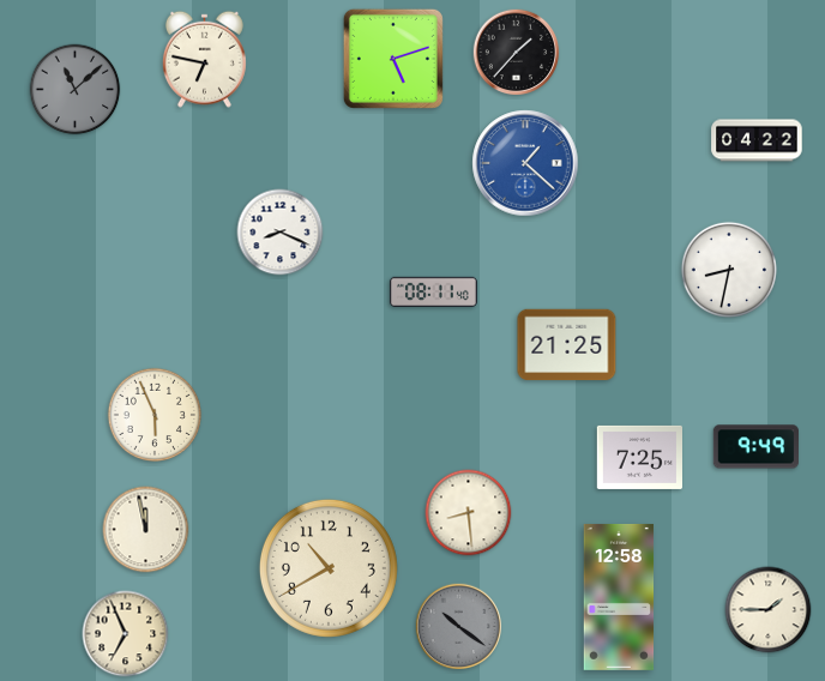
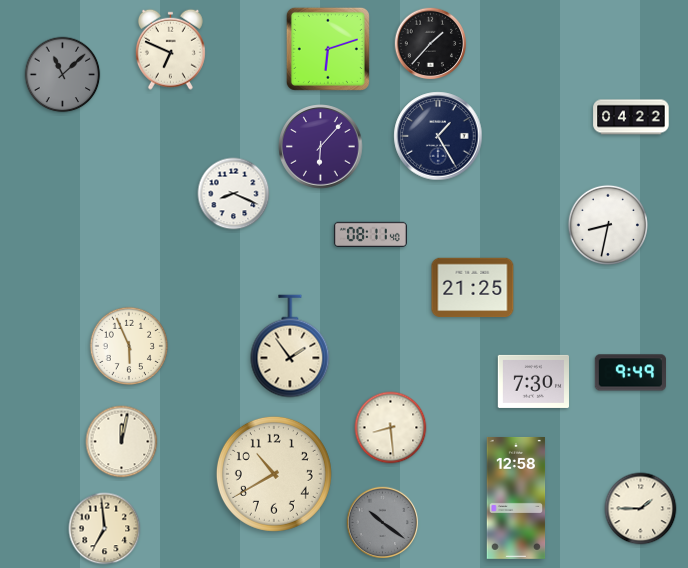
clock at (204, 59): 6:47 -> 6:49
clock at (393, 59): 5:12 -> 6:12
clock at (525, 163): 1:22 -> 1:25
clock at (525, 163) dial: blue -> navy
clock at (321, 147): none -> 6:07
clock at (433, 291) position: (433, 291) -> (370, 234)
clock at (290, 346): none -> 1:54
clock at (639, 457): 7:25 -> 7:30
clock at (146, 530): 11:58 -> 12:02
clock at (126, 634): 6:56 -> 6:59
